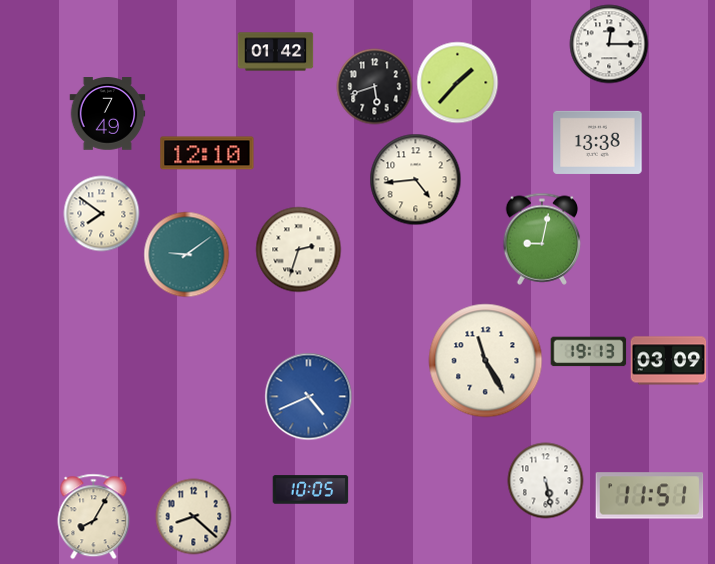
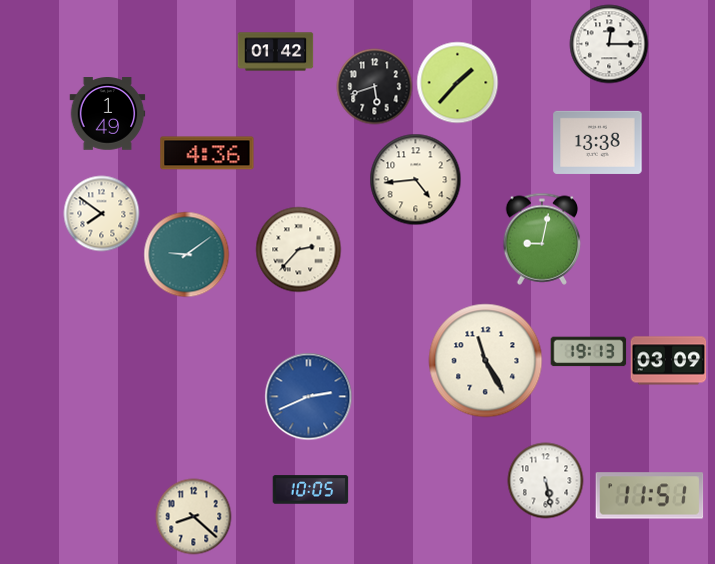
clock at (108, 114): 7:49 -> 1:49
clock at (207, 153): 12:10 -> 4:36
clock at (299, 250): 2:33 -> 2:37
clock at (309, 397): 4:41 -> 2:41
clock at (94, 517): 8:05 -> none
